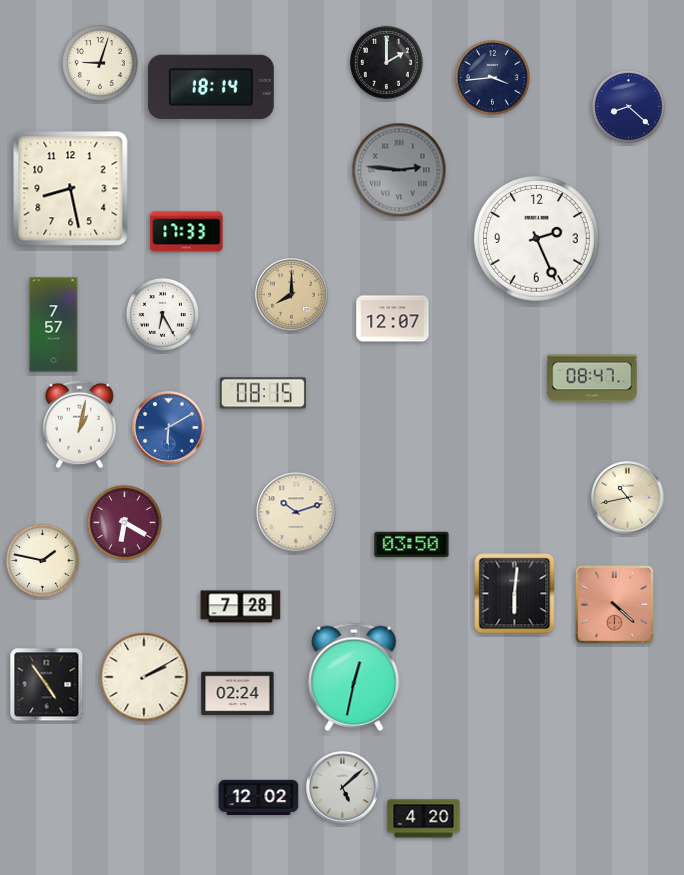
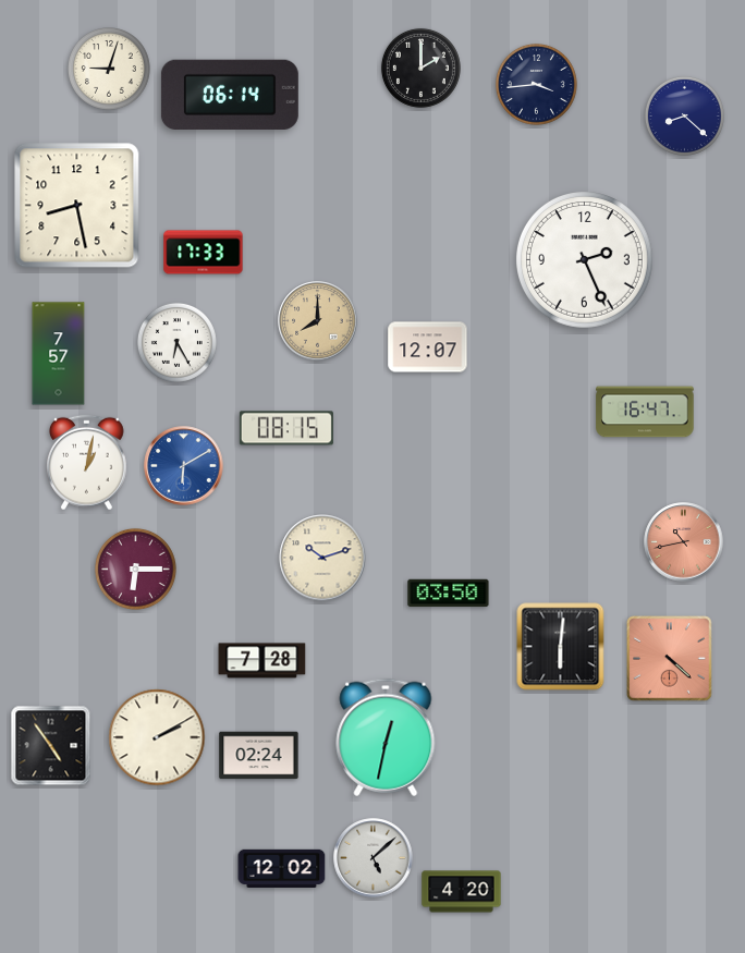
clock at (211, 86): 18:14 -> 06:14
clock at (399, 170): 2:46 -> none
clock at (592, 378): 08:47 -> 16:47
clock at (628, 498) dial: cream -> salmon
clock at (125, 523): 6:20 -> 6:15
clock at (42, 560): 1:47 -> none
